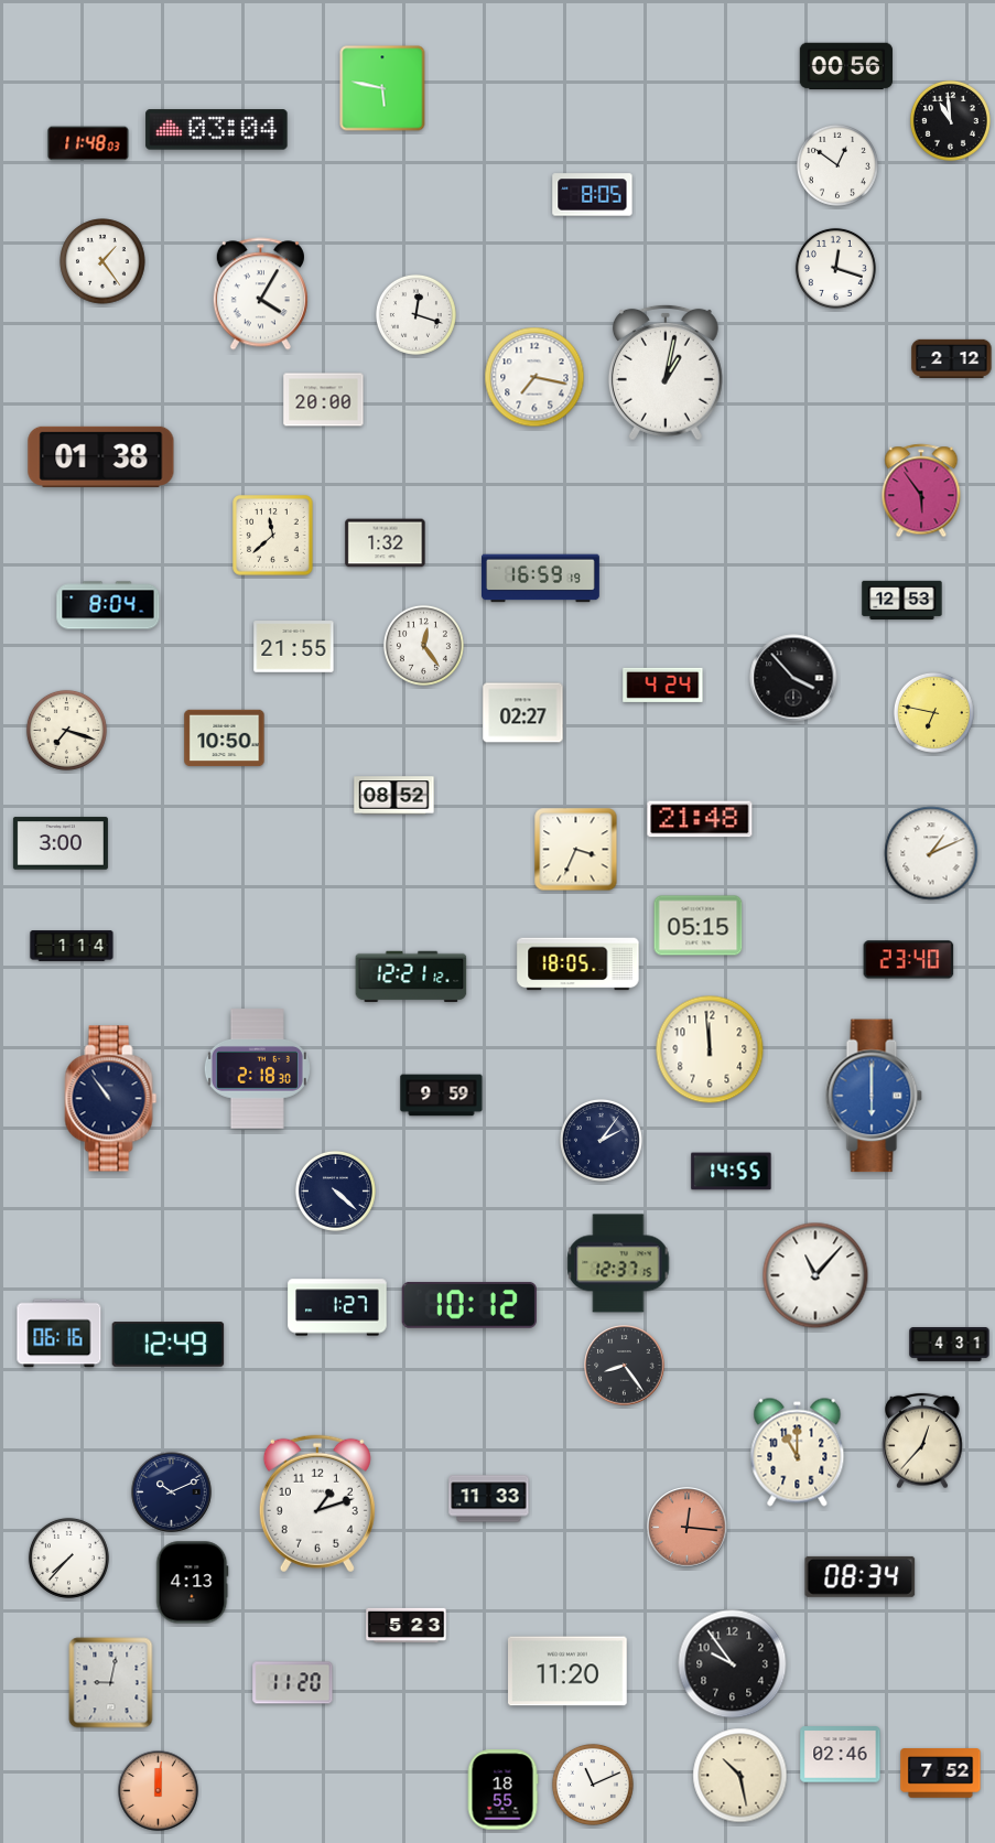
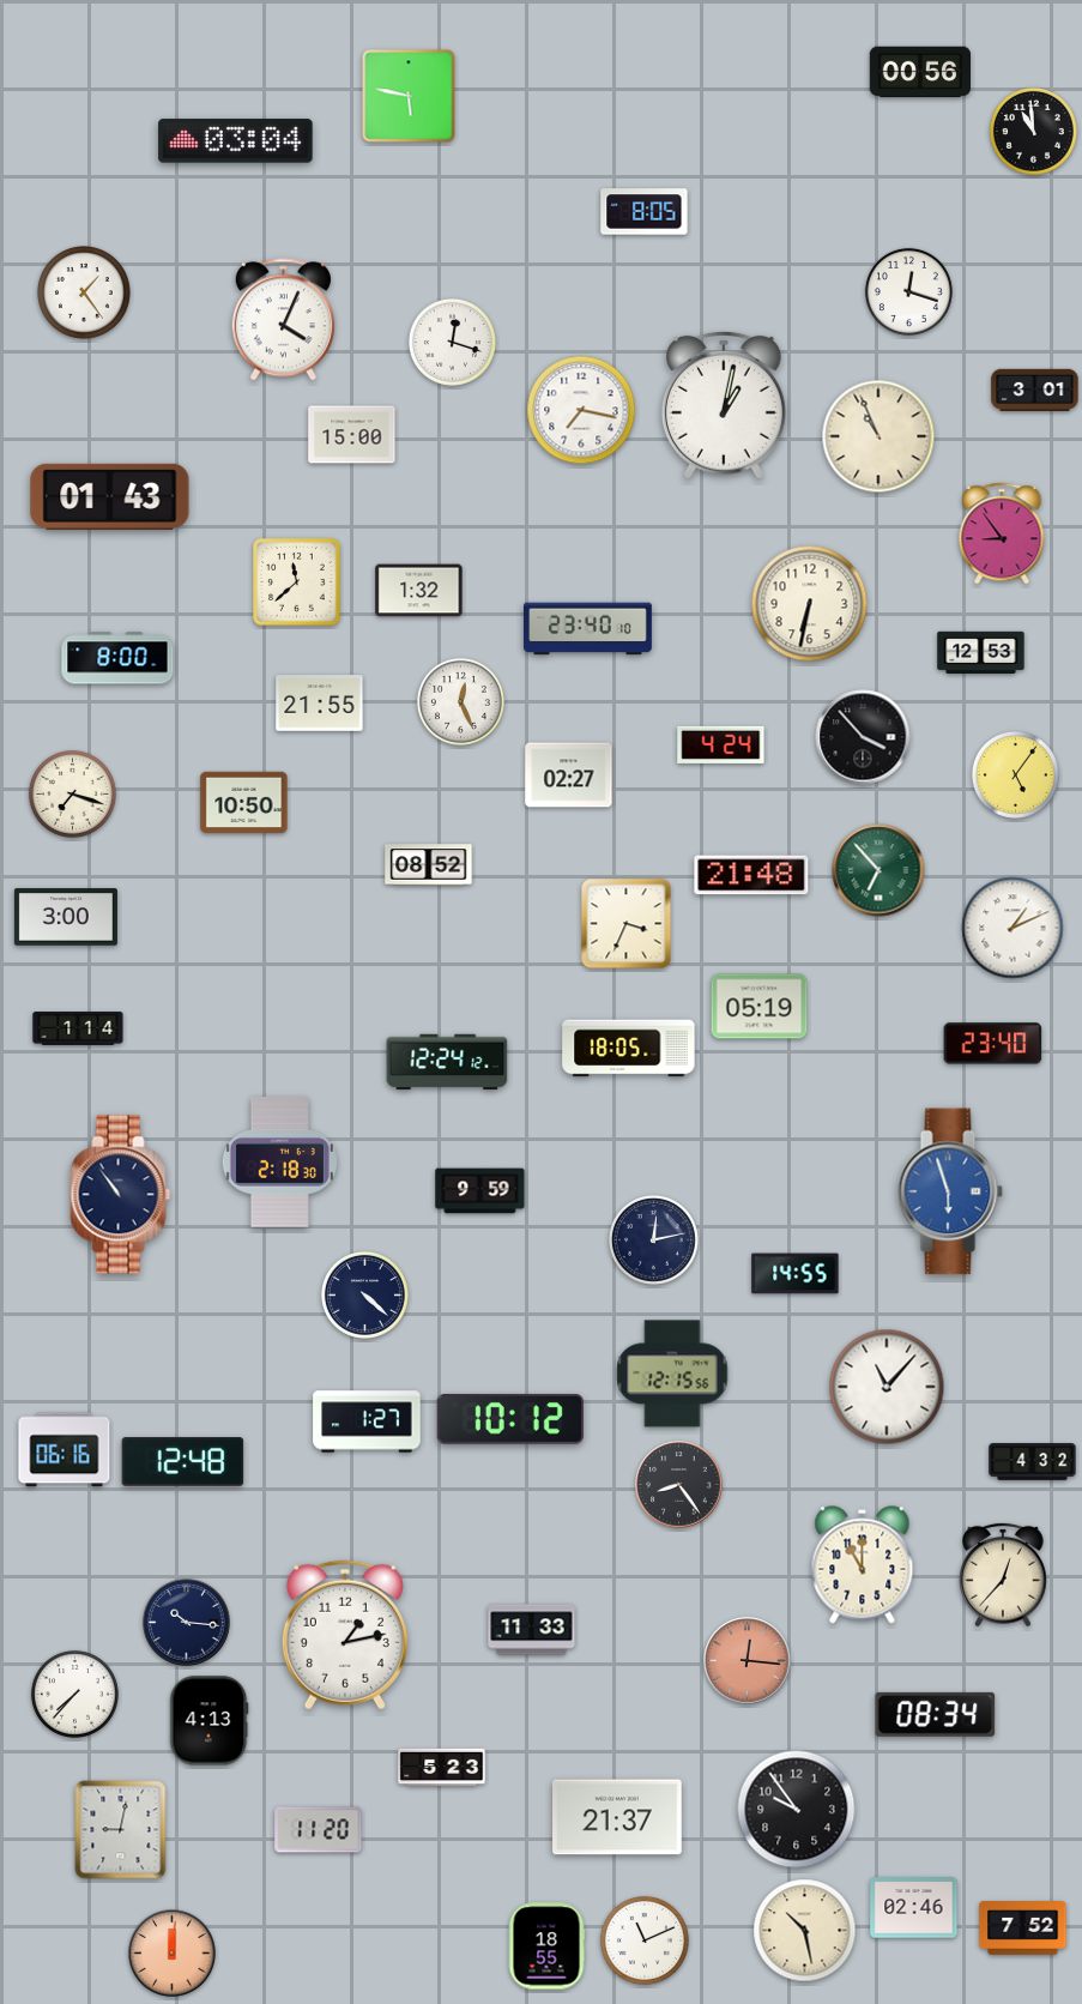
clock at (382, 88) position: (382, 88) -> (409, 96)
clock at (88, 143): 11:48 -> none
clock at (837, 165): 12:51 -> none
clock at (102, 261) position: (102, 261) -> (84, 292)
clock at (260, 294): 4:05 -> 4:04
clock at (952, 358): 2:12 -> 3:01
clock at (324, 400): 20:00 -> 15:00
clock at (878, 436): none -> 10:56
clock at (101, 456): 01:38 -> 01:43
clock at (921, 491): 5:54 -> 8:54
clock at (810, 604): none -> 6:32
clock at (541, 579): 16:59 -> 23:40
clock at (108, 605): 8:04 -> 8:00
clock at (423, 645): 12:24 -> 12:26
clock at (933, 712): 6:47 -> 5:06
clock at (878, 870): none -> 6:53
clock at (700, 819) position: (700, 819) -> (751, 875)
clock at (699, 926): 05:15 -> 05:19
clock at (909, 960) position: (909, 960) -> (993, 1044)
clock at (411, 977): 12:21 -> 12:24
clock at (710, 1049): 11:59 -> none
clock at (874, 1096): 6:00 -> 5:57
clock at (602, 1141): 2:06 -> 12:13
clock at (618, 1263): 12:37 -> 12:15
clock at (169, 1345): 12:49 -> 12:48
clock at (950, 1345): 4:31 -> 4:32
clock at (922, 1441) position: (922, 1441) -> (1003, 1575)
clock at (798, 1453) position: (798, 1453) -> (863, 1565)
clock at (172, 1492): 10:11 -> 10:16
clock at (317, 1503): 1:12 -> 1:13
clock at (569, 1671): 11:20 -> 21:37
clock at (159, 1791) position: (159, 1791) -> (173, 1954)
